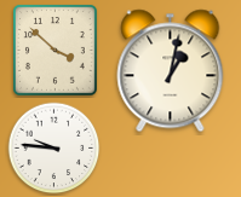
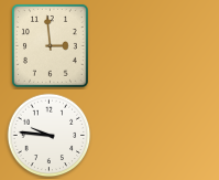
clock at (54, 50): 3:52 -> 2:59
clock at (171, 71): 1:02 -> none
